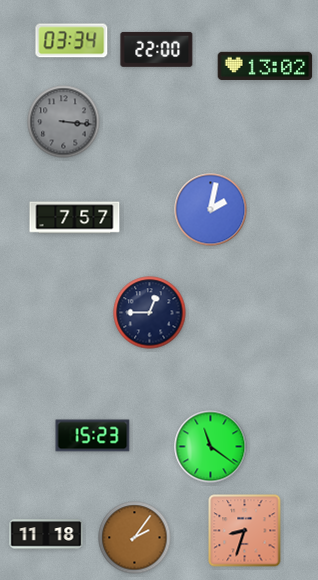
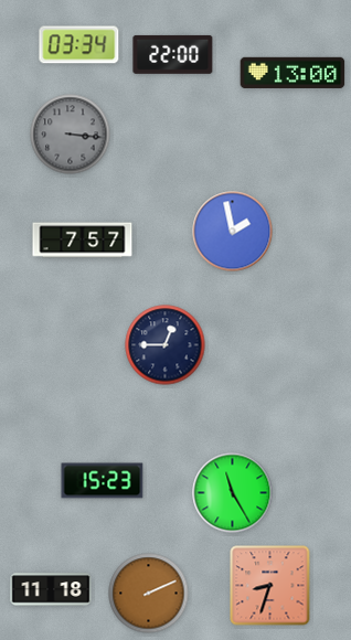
clock at (265, 66): 13:02 -> 13:00
clock at (211, 210): 2:02 -> 1:58
clock at (211, 447): 11:21 -> 11:25
clock at (135, 538): 2:06 -> 2:11
